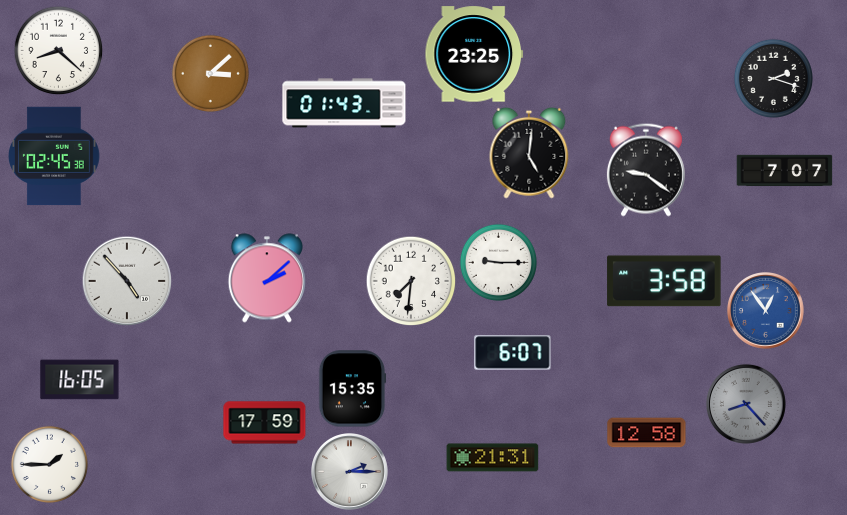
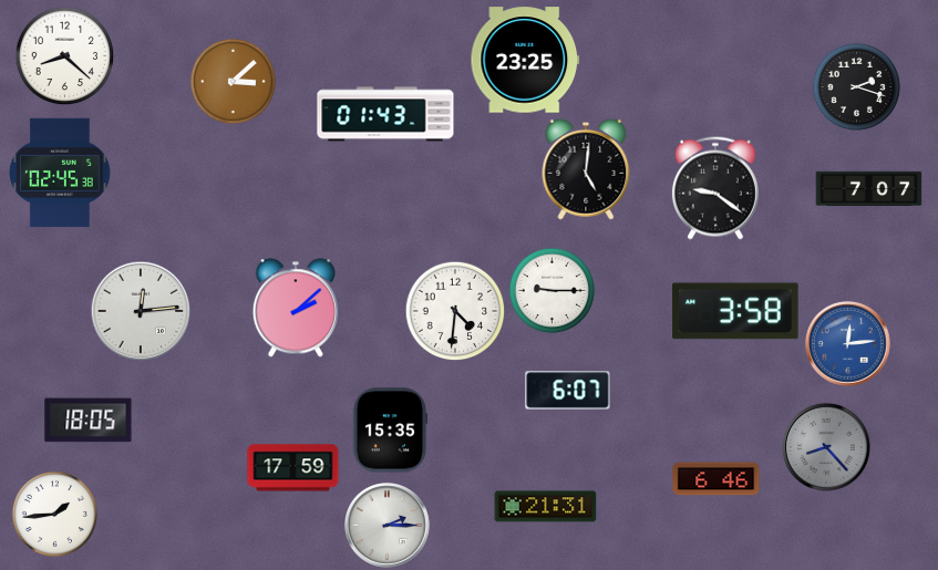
clock at (344, 103) position: (344, 103) -> (385, 114)
clock at (127, 281): 4:53 -> 12:14
clock at (411, 281): 7:31 -> 4:31
clock at (766, 311): 12:54 -> 12:14
clock at (80, 380): 16:05 -> 18:05
clock at (647, 433): 12:58 -> 6:46
clock at (49, 464): 1:45 -> 1:44
clock at (350, 472) position: (350, 472) -> (388, 526)
